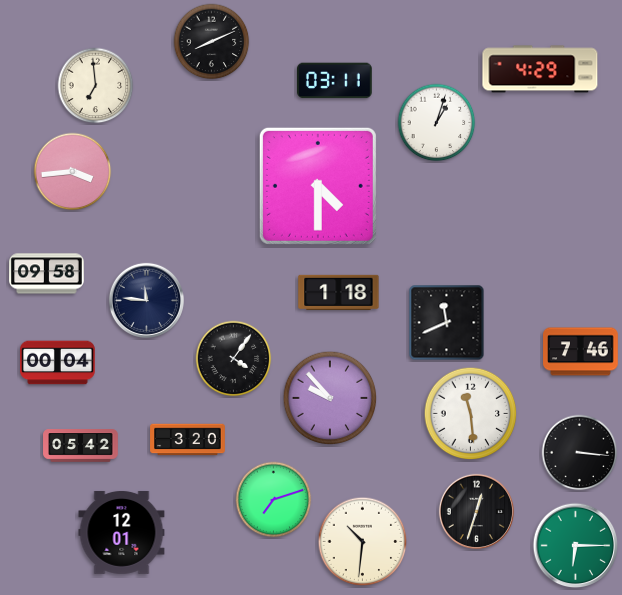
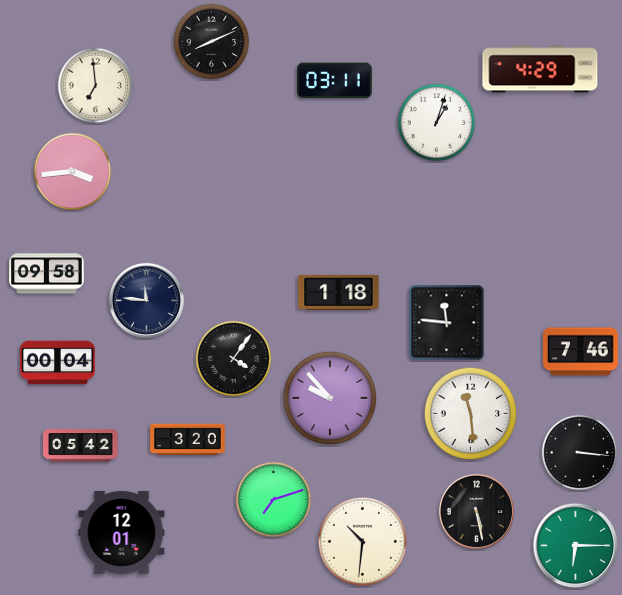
clock at (318, 186): 4:30 -> none
clock at (447, 323): 11:41 -> 11:46
clock at (476, 511): 12:33 -> 5:28
